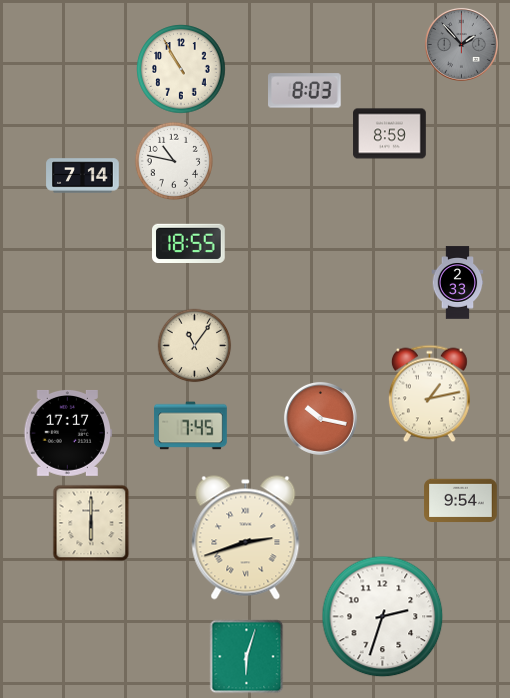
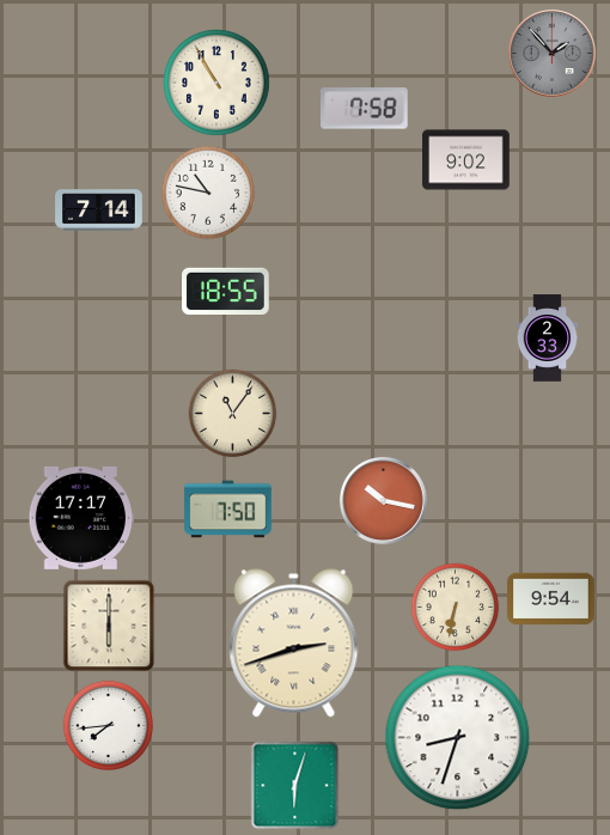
clock at (305, 91): 8:03 -> 7:58
clock at (390, 134): 8:59 -> 9:02
clock at (429, 394): 1:13 -> none
clock at (191, 426): 7:45 -> 7:50
clock at (456, 608): none -> 6:32
clock at (109, 726): none -> 7:44
clock at (383, 617): 2:33 -> 8:33
